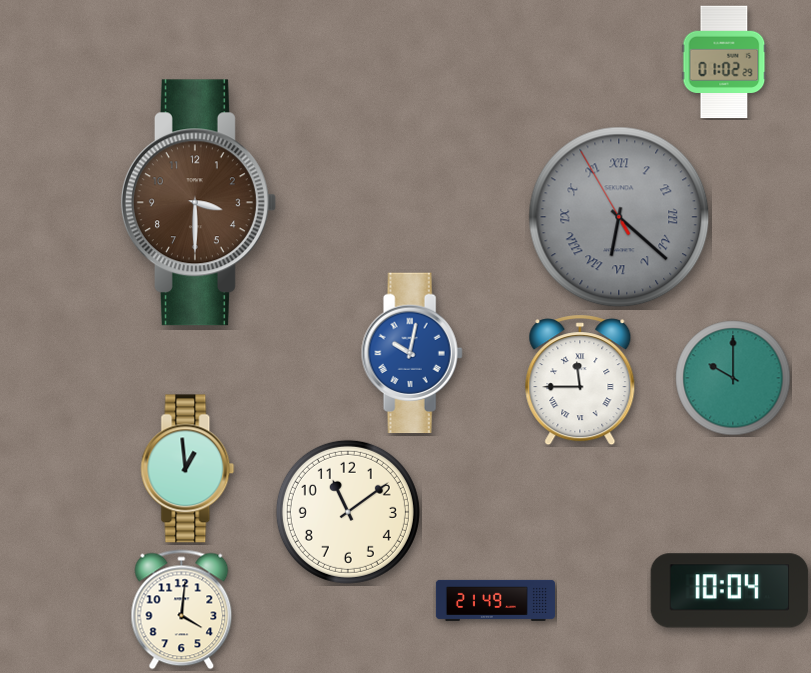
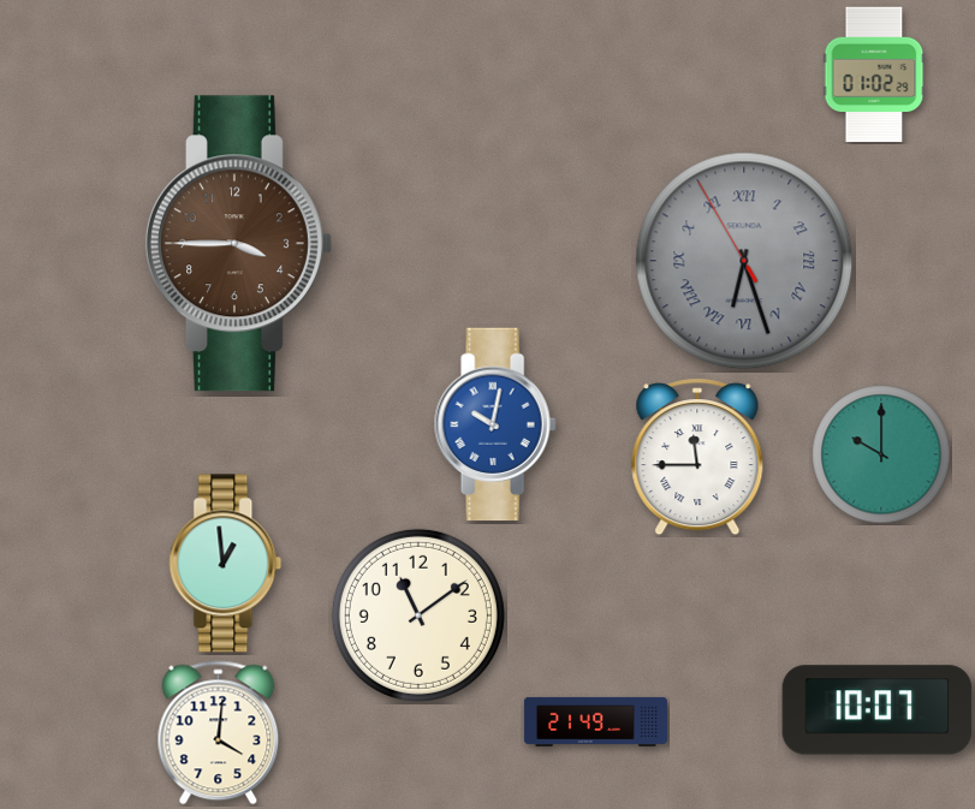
clock at (724, 62) position: (724, 62) -> (874, 75)
clock at (198, 203): 3:30 -> 3:45
clock at (619, 217): 6:21 -> 6:26
clock at (730, 591): 10:04 -> 10:07
